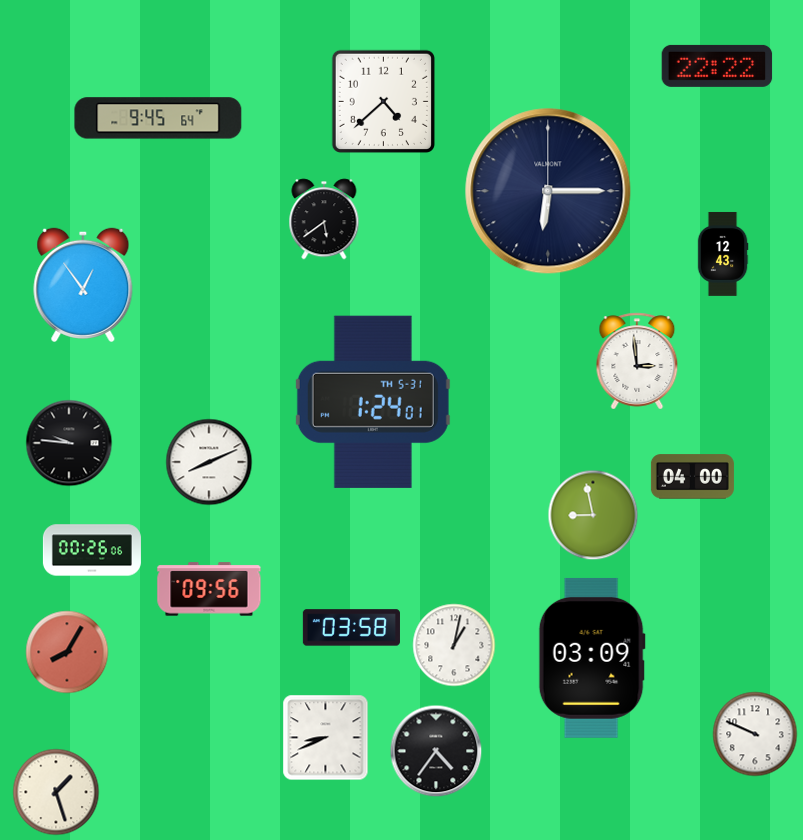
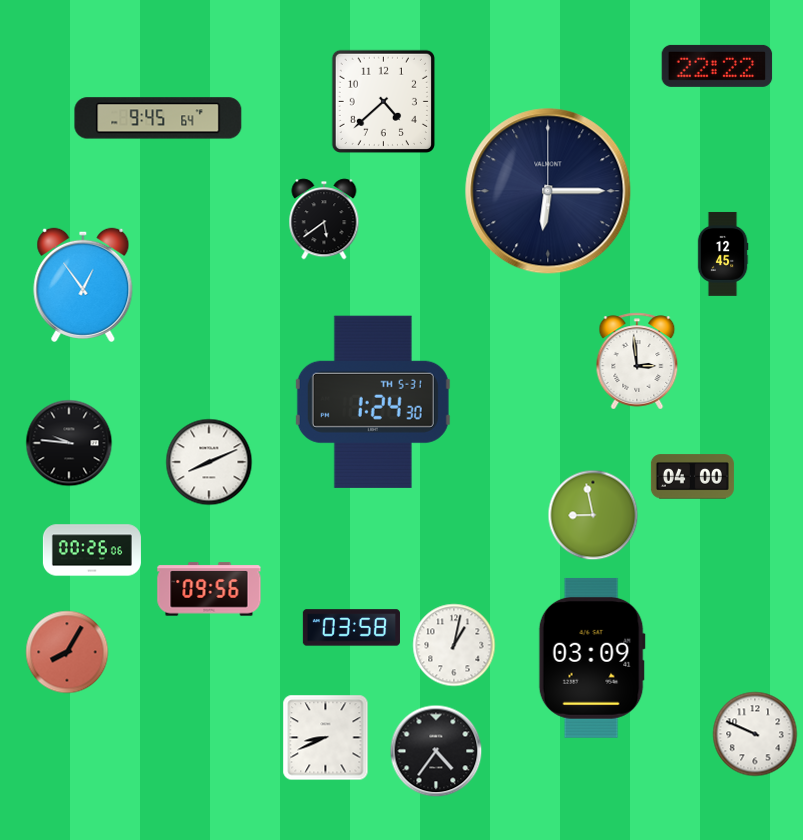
clock at (723, 254): 12:43 -> 12:45
clock at (373, 402): 1:24:01 -> 1:24:30
clock at (56, 792): 1:27 -> none
